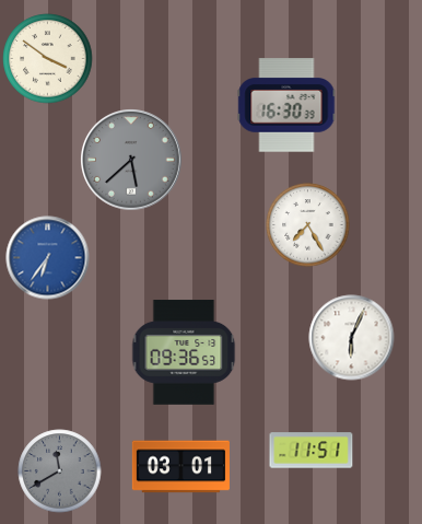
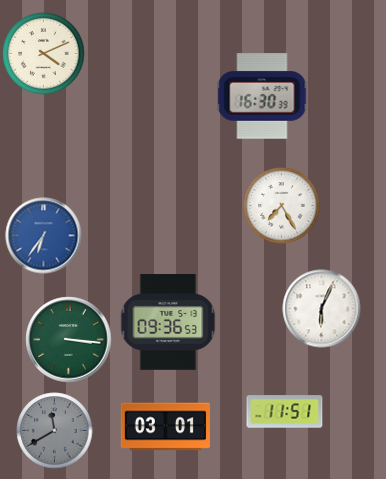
clock at (48, 59): 3:51 -> 4:11
clock at (131, 160): 5:38 -> none
clock at (69, 340): none -> 3:16
